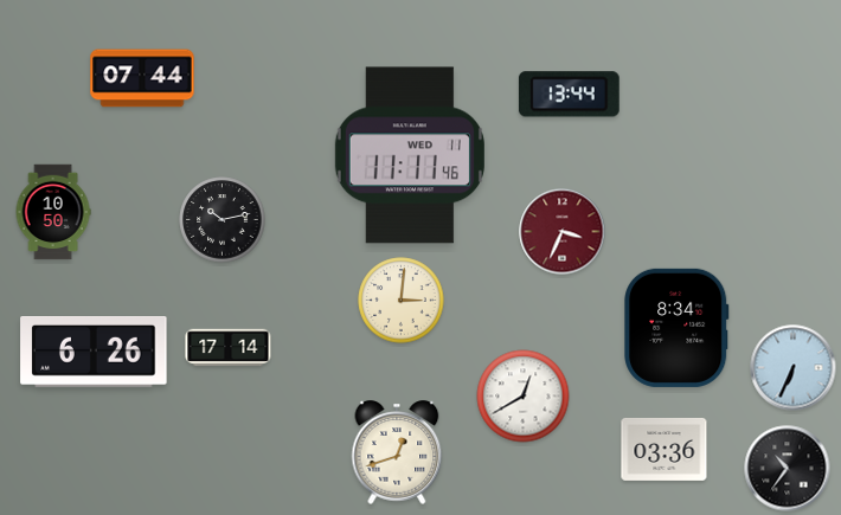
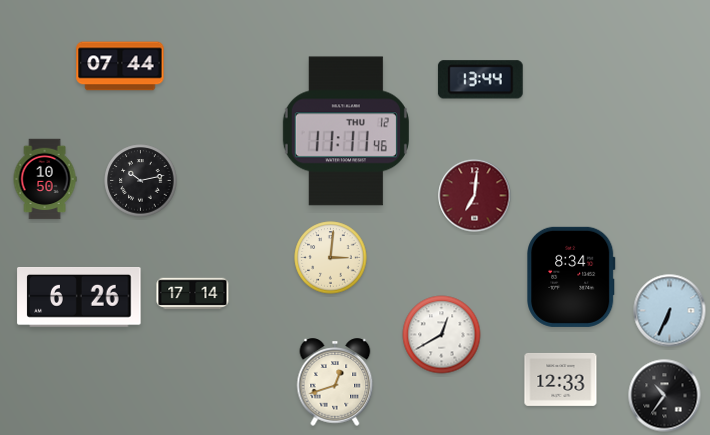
clock at (410, 155) date: WED 11 -> THU 12
clock at (223, 220) position: (223, 220) -> (141, 181)
clock at (563, 232): 3:34 -> 7:01
clock at (402, 301) position: (402, 301) -> (331, 258)
clock at (665, 449): 03:36 -> 12:33
